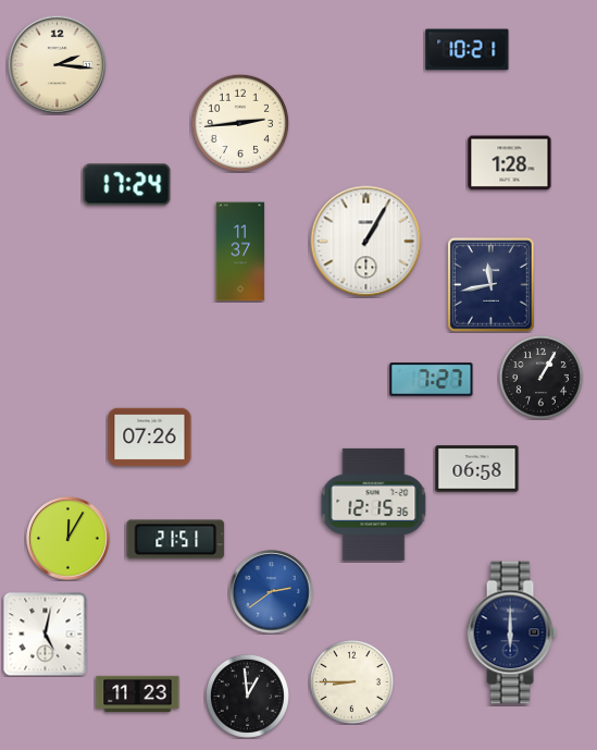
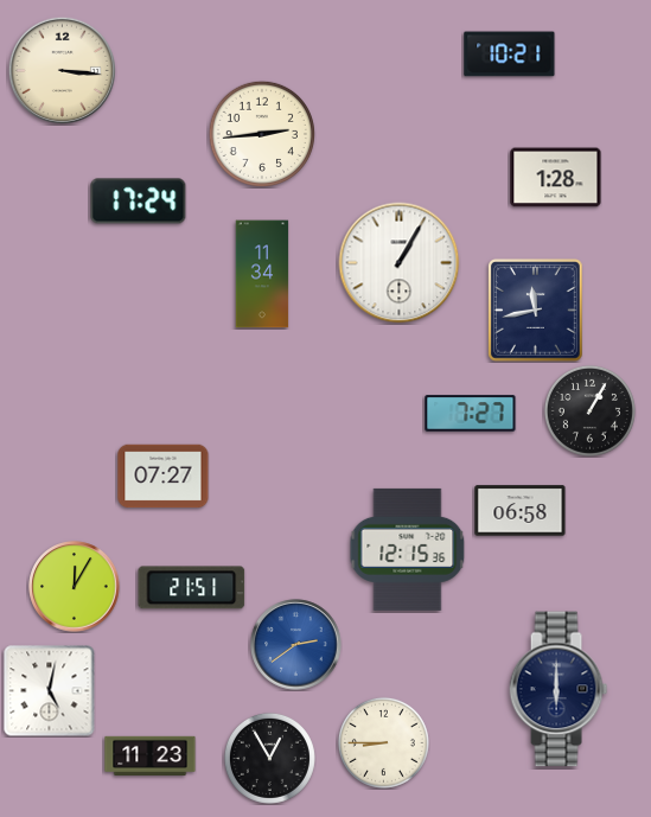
clock at (57, 64): 2:16 -> 3:16
clock at (240, 251): 11:37 -> 11:34
clock at (150, 438): 07:26 -> 07:27
clock at (247, 696): 12:59 -> 12:55
